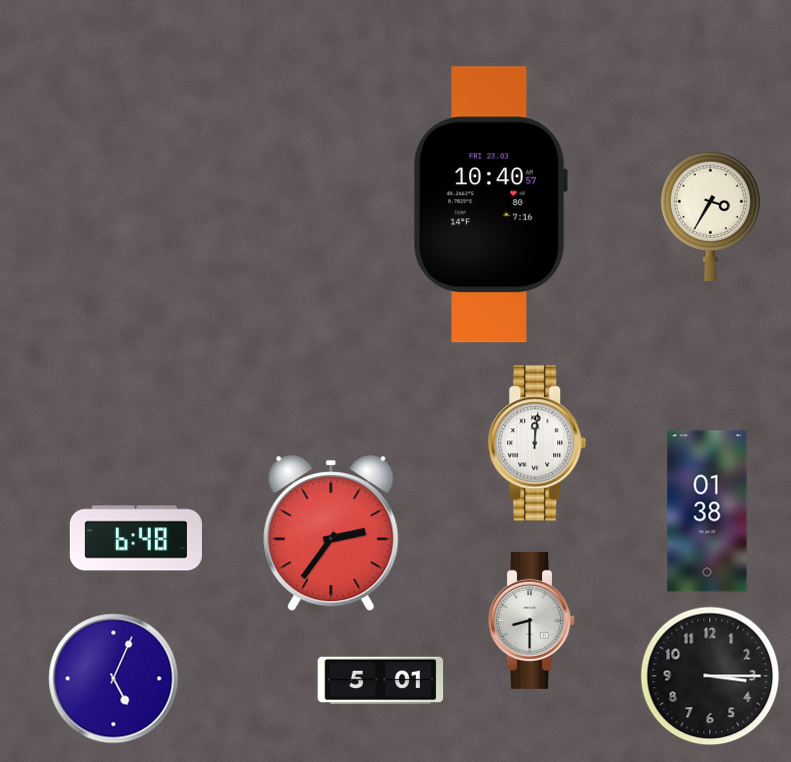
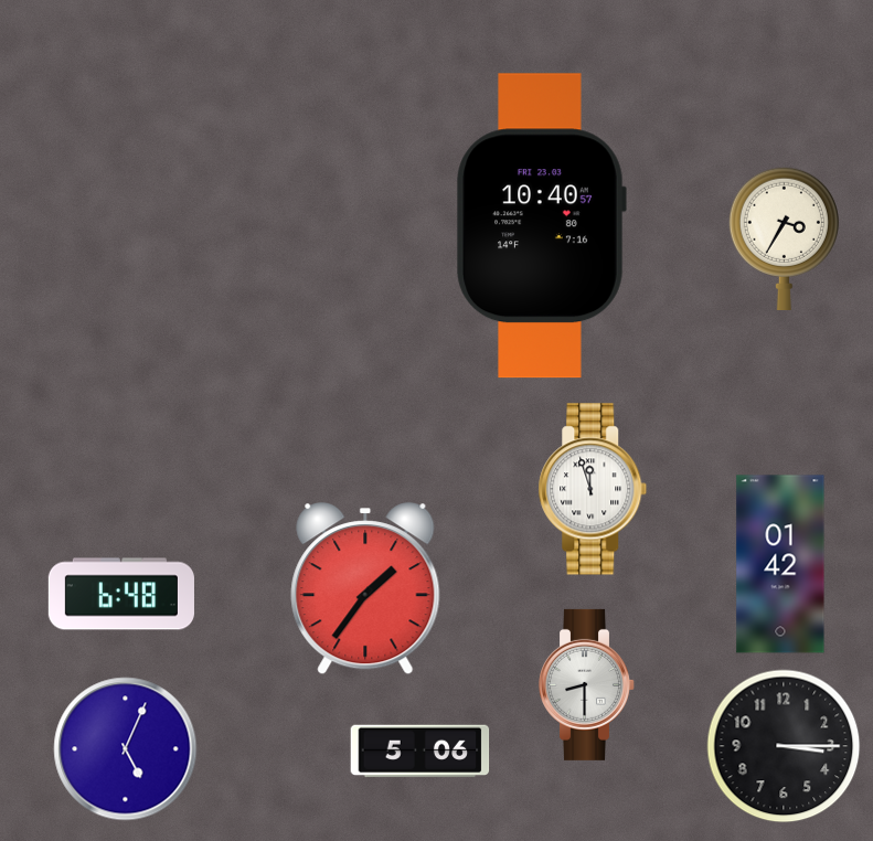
clock at (537, 443): 12:01 -> 11:57
clock at (707, 511): 01:38 -> 01:42
clock at (331, 534): 2:36 -> 1:36
clock at (136, 538) position: (136, 538) -> (121, 594)
clock at (381, 681): 5:01 -> 5:06
